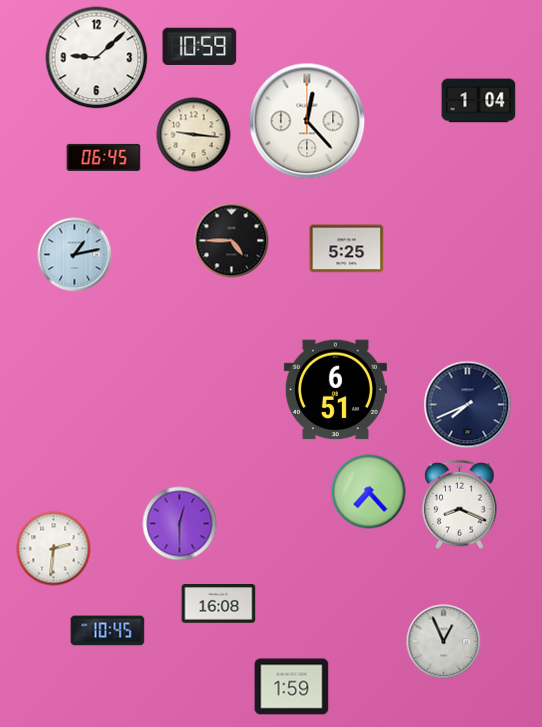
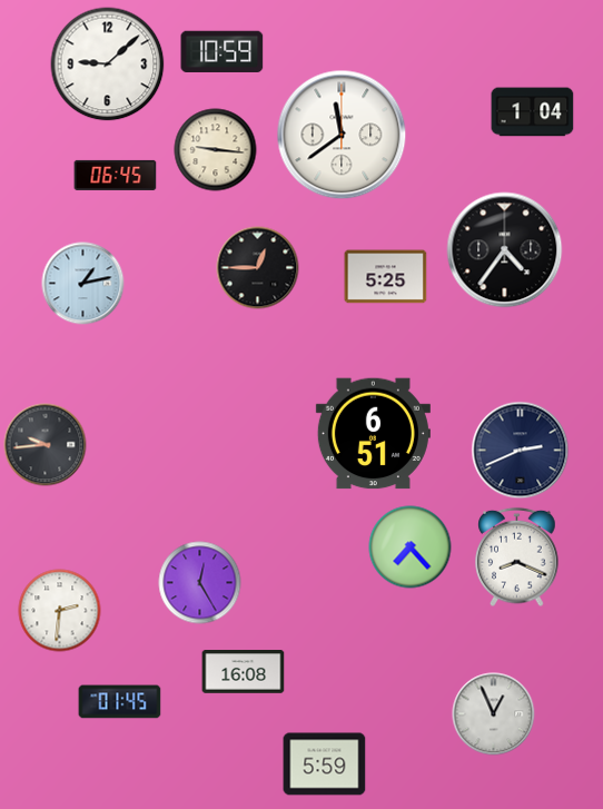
clock at (307, 121): 12:23 -> 11:39
clock at (505, 250): none -> 4:36
clock at (232, 241): 4:45 -> 12:45
clock at (46, 445): none -> 9:44
clock at (468, 405): 7:41 -> 2:41
clock at (460, 505) position: (460, 505) -> (517, 558)
clock at (180, 524): 12:30 -> 12:25
clock at (108, 631): 10:45 -> 01:45
clock at (292, 687): 1:59 -> 5:59
